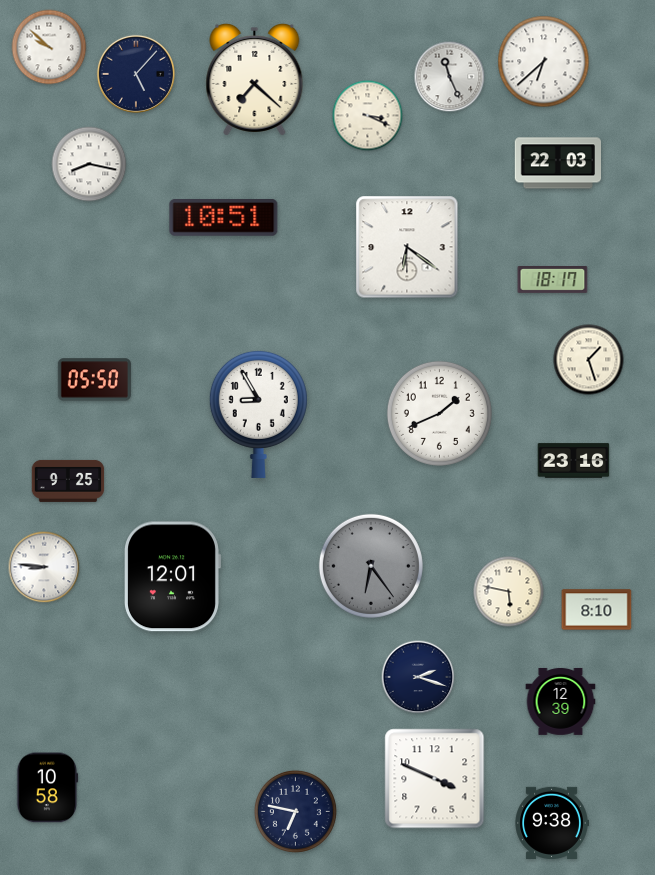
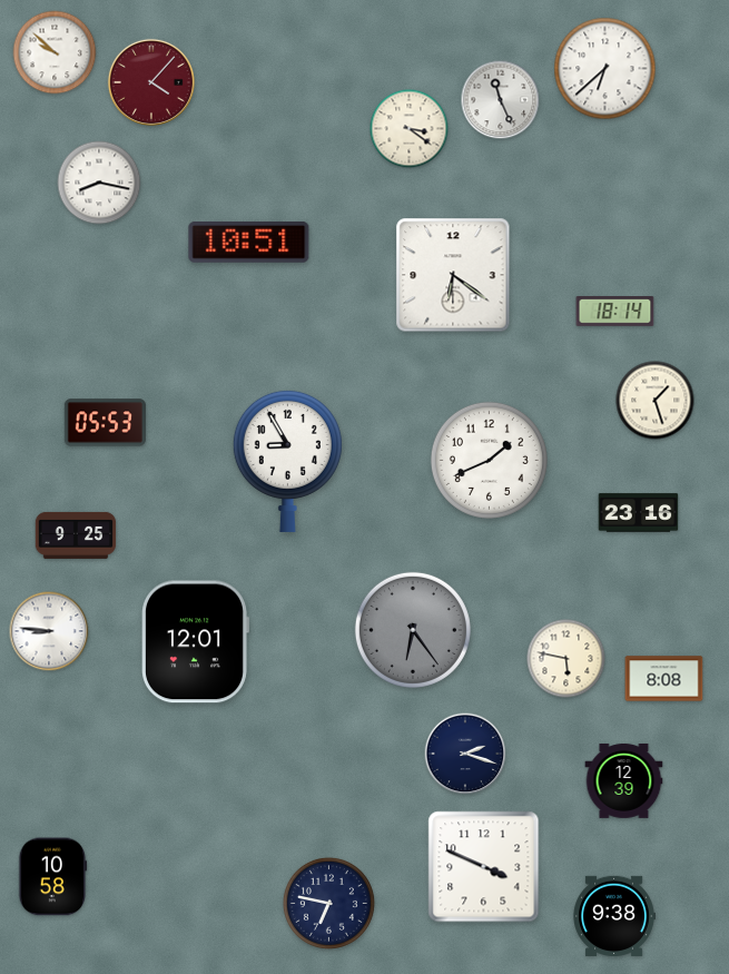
clock at (136, 74): 5:07 -> 4:07
clock at (136, 74) dial: navy -> burgundy
clock at (450, 77) position: (450, 77) -> (501, 100)
clock at (255, 79): 7:22 -> none
clock at (368, 116): 3:19 -> 3:21
clock at (557, 163): 22:03 -> none
clock at (553, 280): 18:17 -> 18:14
clock at (94, 380): 05:50 -> 05:53
clock at (173, 577) position: (173, 577) -> (196, 642)
clock at (597, 610): 8:10 -> 8:08
